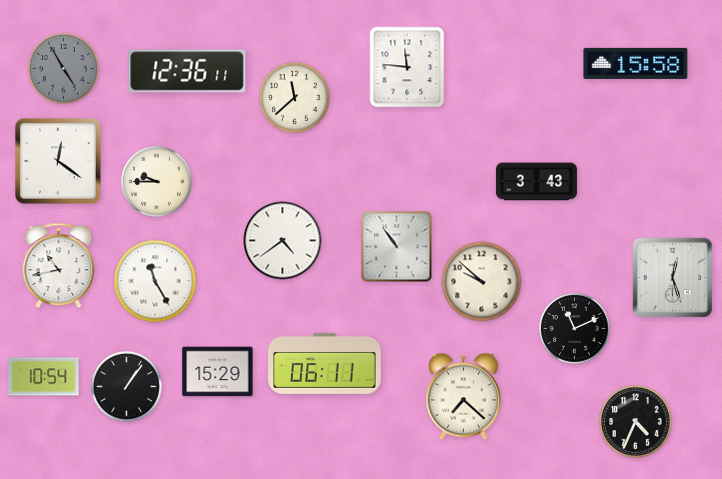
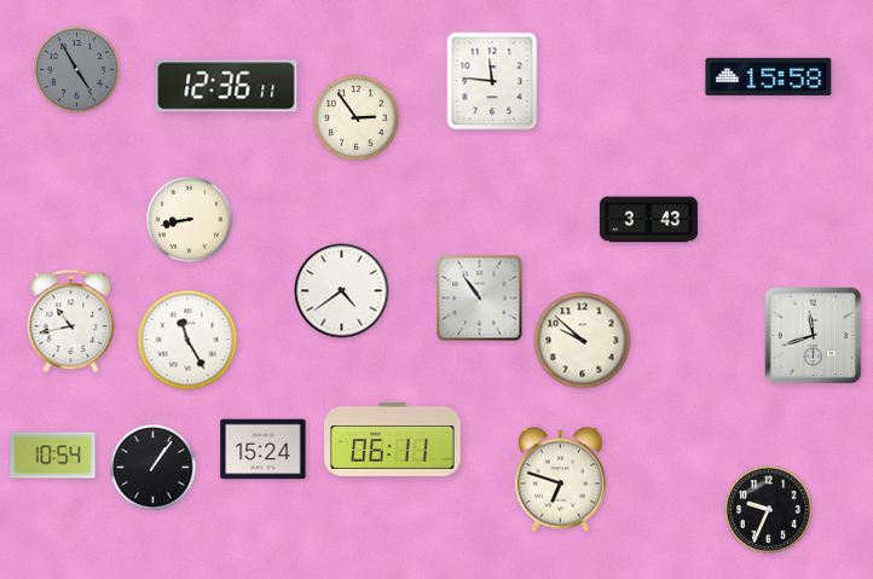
clock at (64, 69) position: (64, 69) -> (77, 70)
clock at (295, 98): 11:38 -> 2:54
clock at (59, 162): 12:21 -> none
clock at (157, 182): 9:45 -> 8:43
clock at (673, 278): 12:27 -> 11:42
clock at (575, 329): 11:11 -> none
clock at (218, 372): 15:29 -> 15:24
clock at (463, 397): 7:22 -> 6:48
clock at (636, 422): 4:34 -> 9:34
